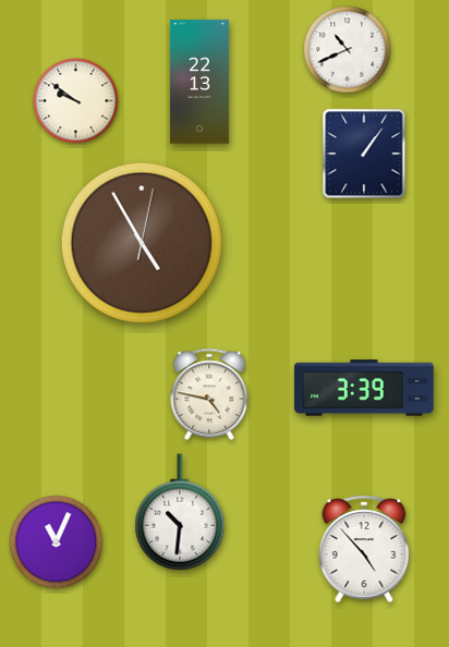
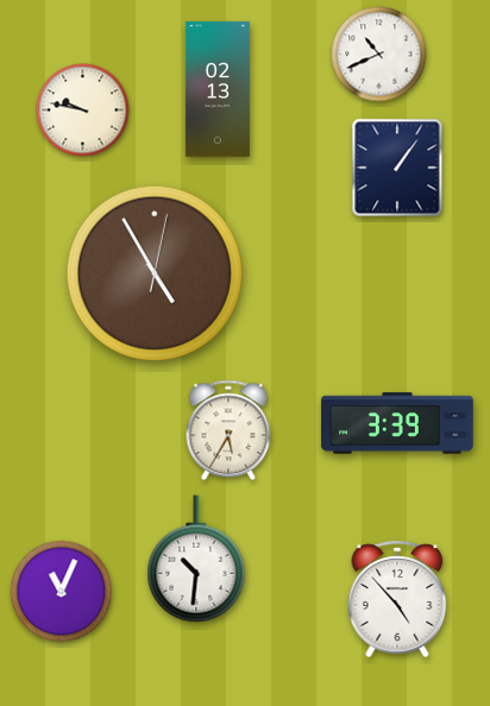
clock at (199, 82): 22:13 -> 02:13
clock at (76, 101): 9:51 -> 9:47
clock at (142, 243) position: (142, 243) -> (155, 273)
clock at (209, 394): 4:47 -> 5:35
